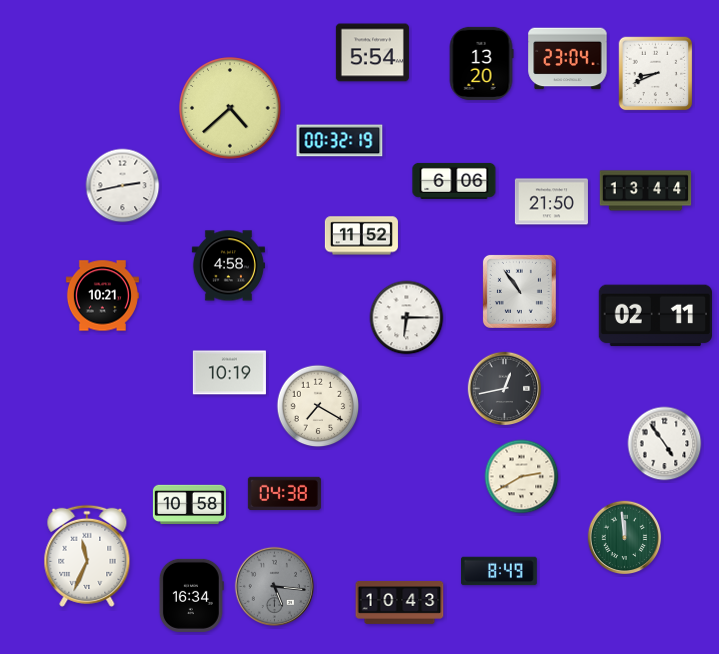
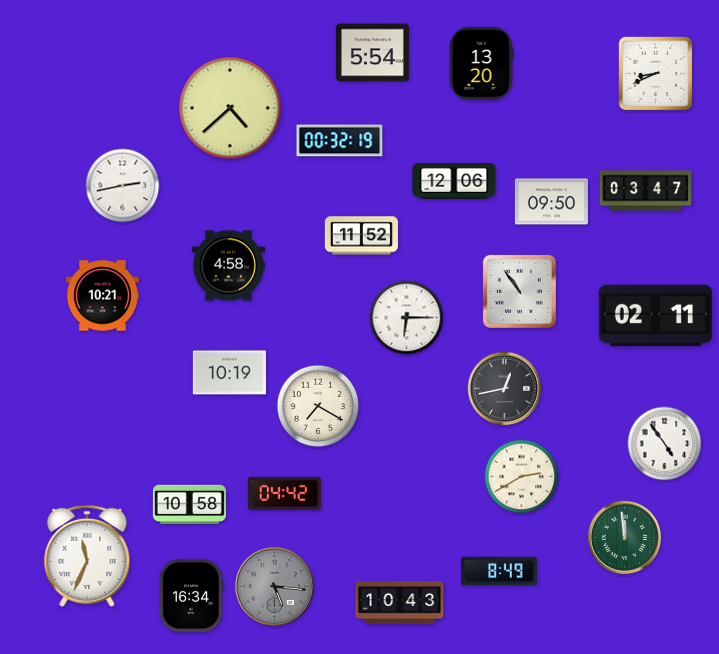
clock at (568, 59): 23:04 -> none
clock at (454, 181): 6:06 -> 12:06
clock at (646, 191): 13:44 -> 03:47
clock at (551, 202): 21:50 -> 09:50
clock at (284, 493): 04:38 -> 04:42
